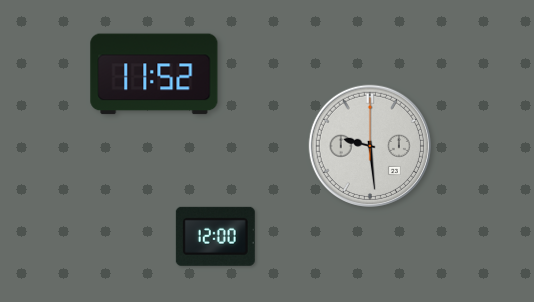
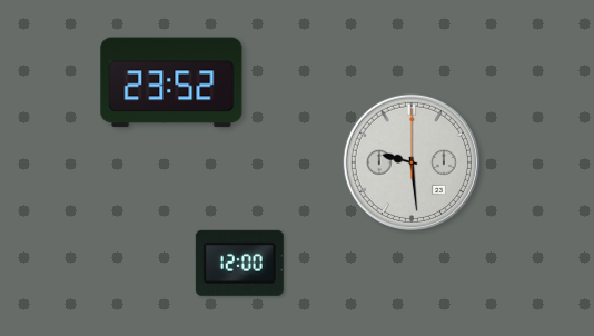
clock at (154, 74): 11:52 -> 23:52
